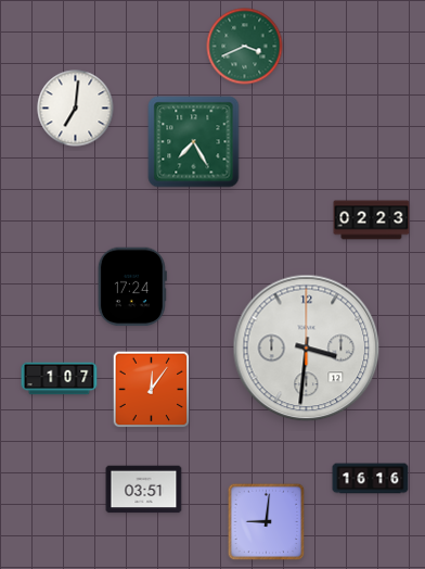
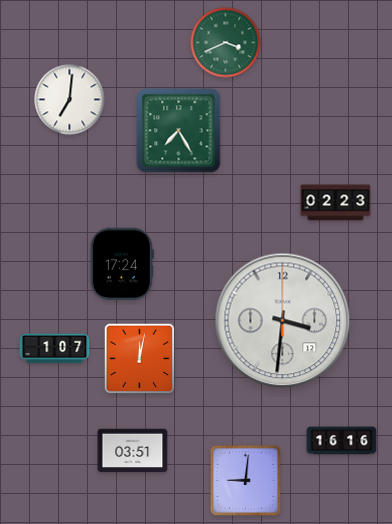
clock at (372, 220) position: (372, 220) -> (336, 203)
clock at (152, 390): 12:06 -> 12:02
